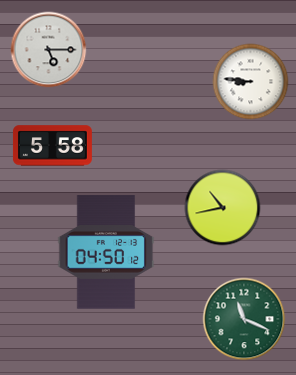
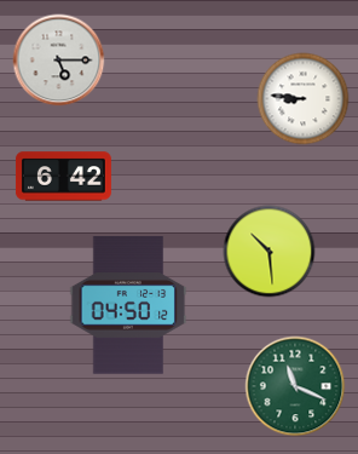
clock at (52, 146): 5:58 -> 6:42
clock at (223, 208): 10:43 -> 10:29
